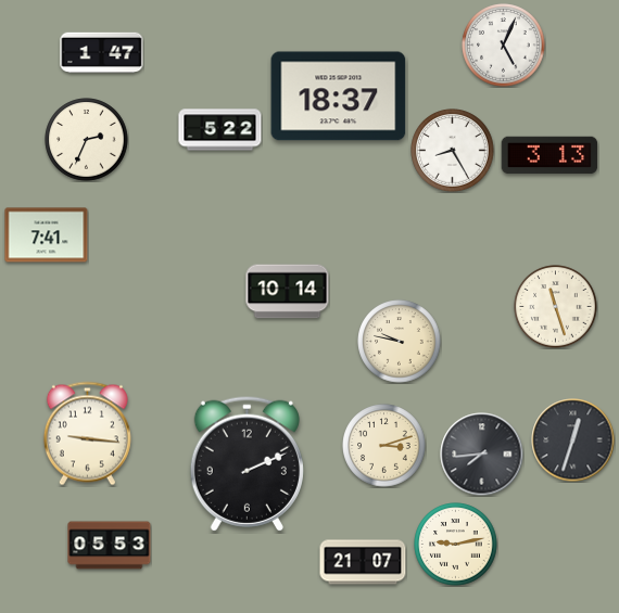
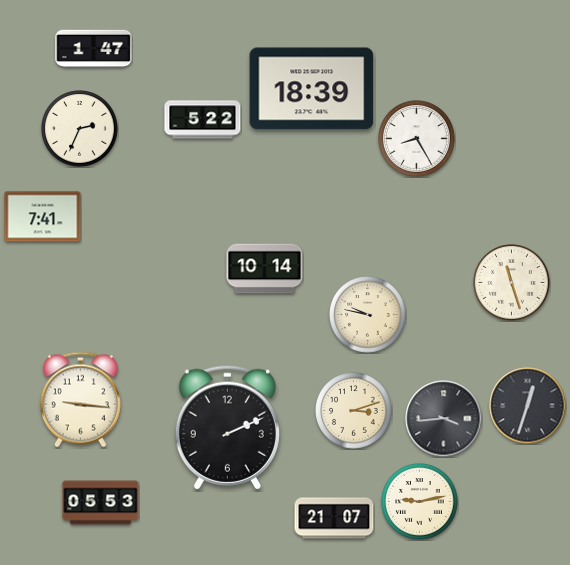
clock at (504, 46): 5:04 -> none
clock at (339, 97): 18:37 -> 18:39
clock at (549, 155): 3:13 -> none
clock at (482, 455): 7:44 -> 3:44
